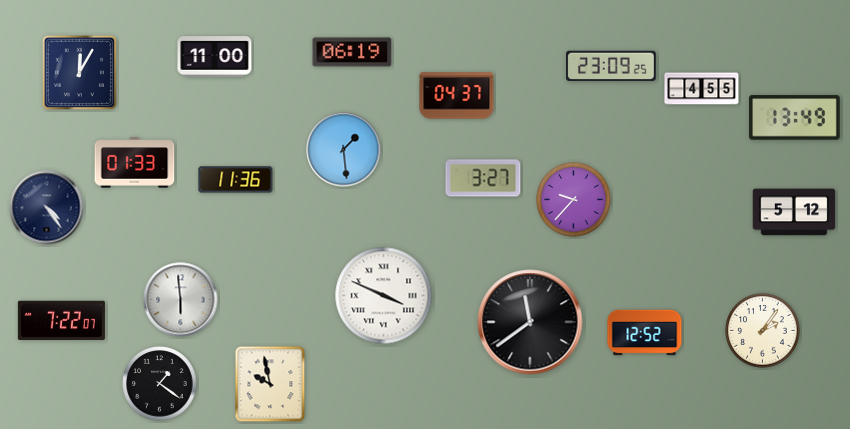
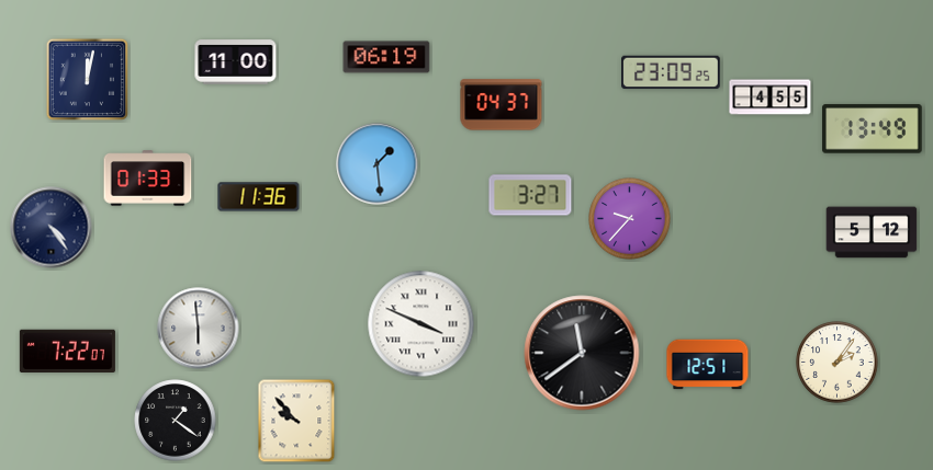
clock at (79, 72): 12:05 -> 12:02
clock at (645, 333): 12:52 -> 12:51
clock at (270, 384): 9:58 -> 9:53
